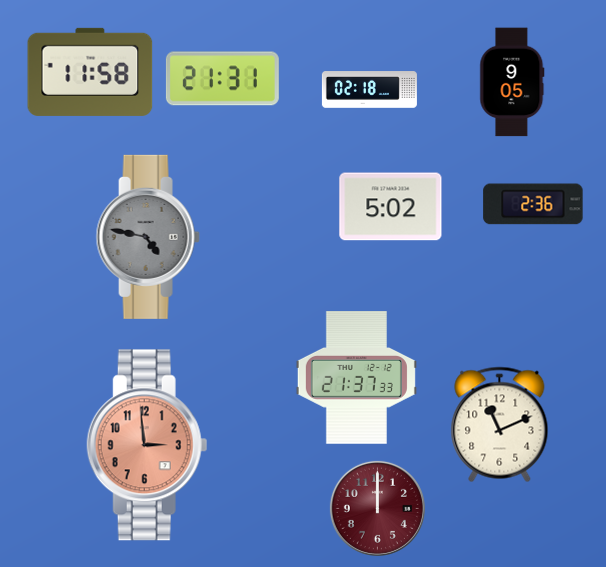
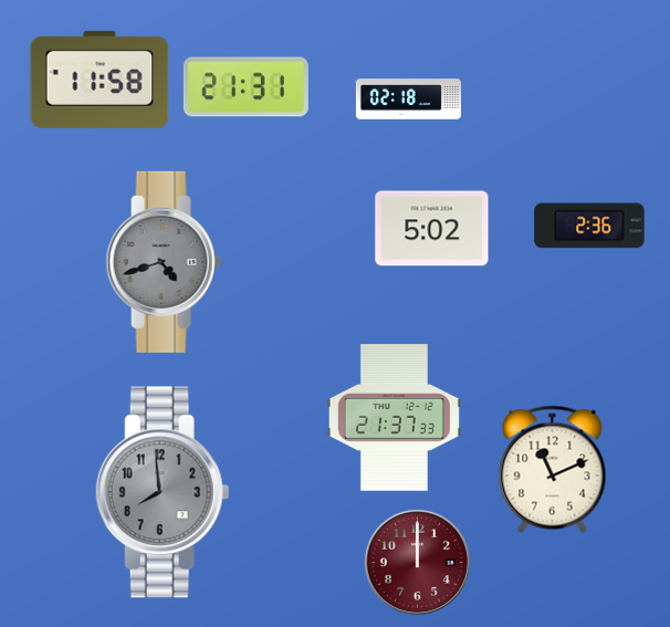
clock at (512, 82): 9:05 -> none
clock at (148, 237): 4:47 -> 4:42
clock at (147, 445): 2:59 -> 7:59
clock at (147, 445) dial: salmon -> grey
